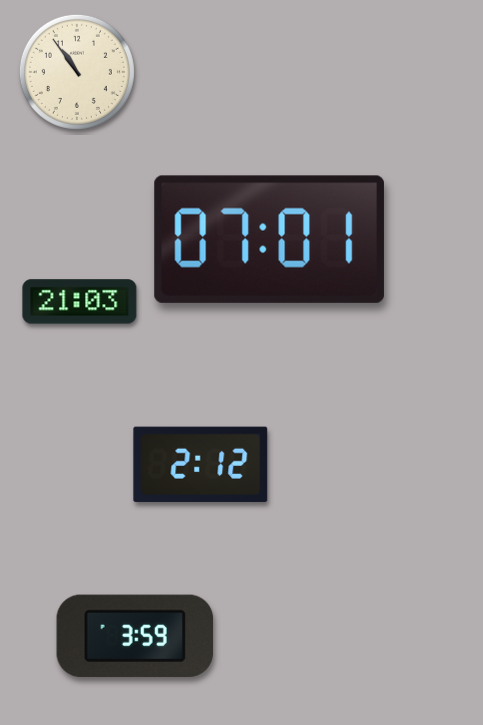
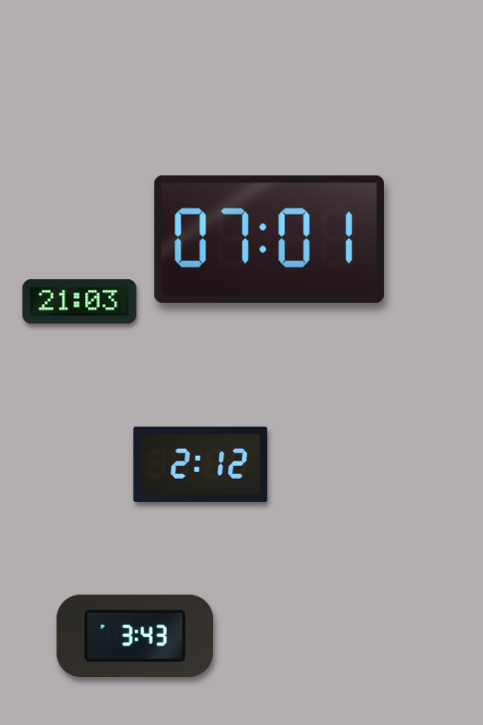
clock at (77, 72): 10:54 -> none
clock at (134, 636): 3:59 -> 3:43
